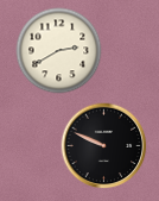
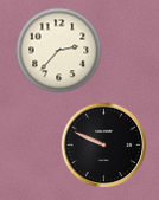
clock at (59, 51): 2:40 -> 2:37
